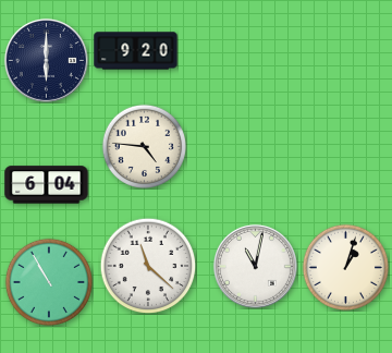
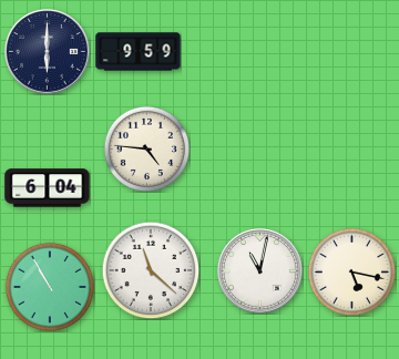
clock at (136, 51): 9:20 -> 9:59
clock at (46, 60) position: (46, 60) -> (47, 51)
clock at (345, 267): 1:03 -> 5:17
